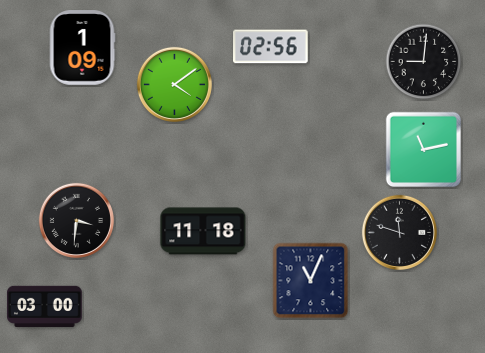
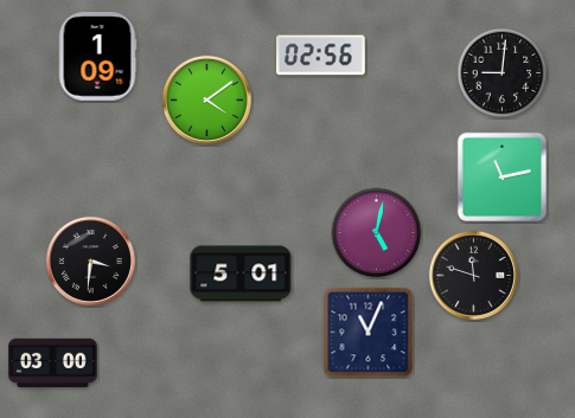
clock at (377, 233): none -> 5:02
clock at (203, 231): 11:18 -> 5:01
